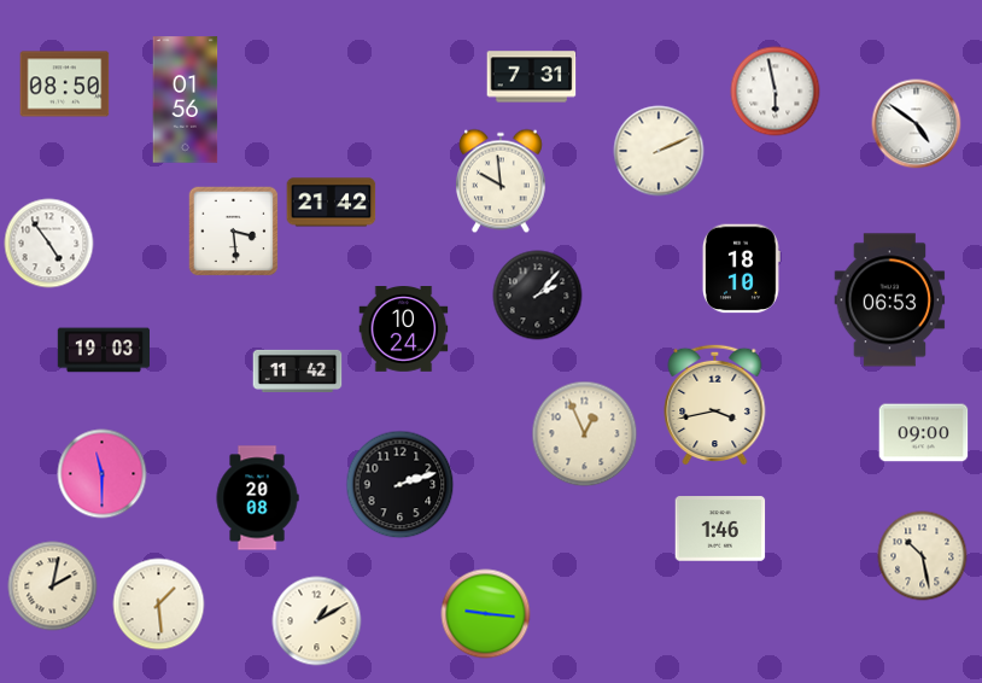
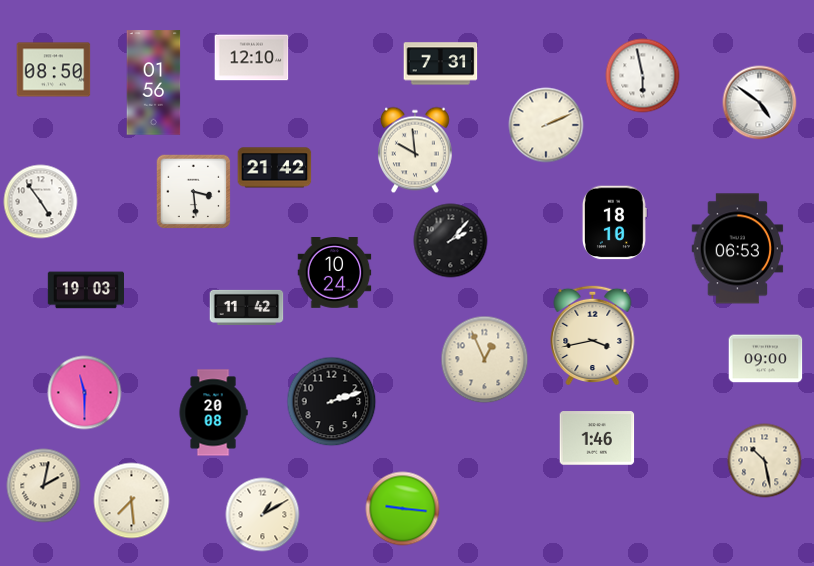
clock at (252, 58): none -> 12:10
clock at (538, 296) position: (538, 296) -> (451, 241)
clock at (159, 605): 1:29 -> 7:29
